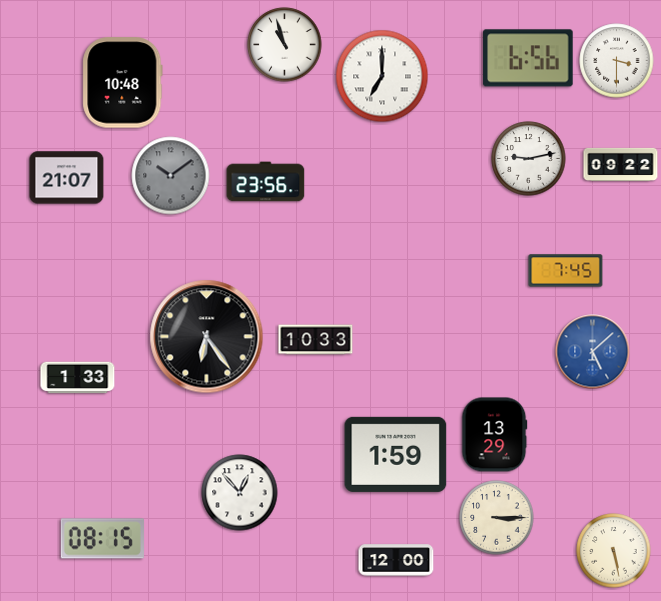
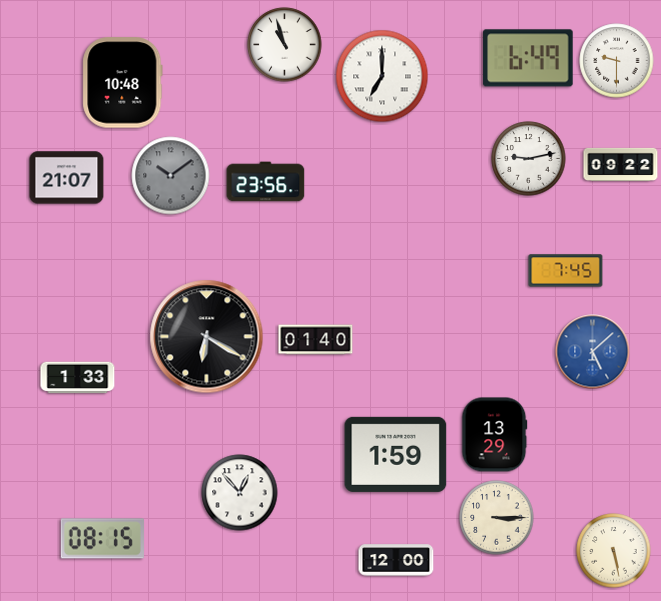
clock at (528, 58): 6:56 -> 6:49
clock at (617, 61): 3:30 -> 9:30
clock at (207, 337): 6:24 -> 6:20
clock at (316, 340): 10:33 -> 01:40
